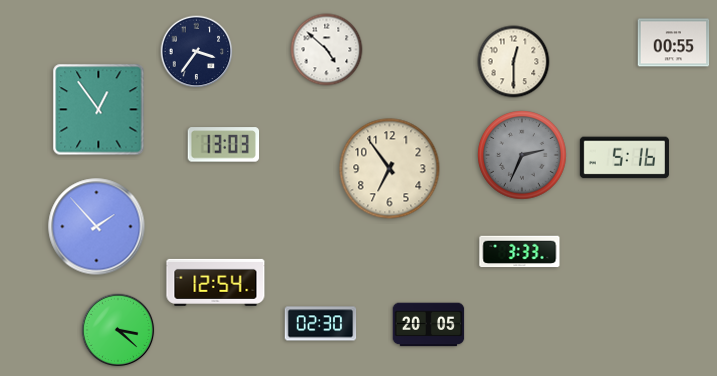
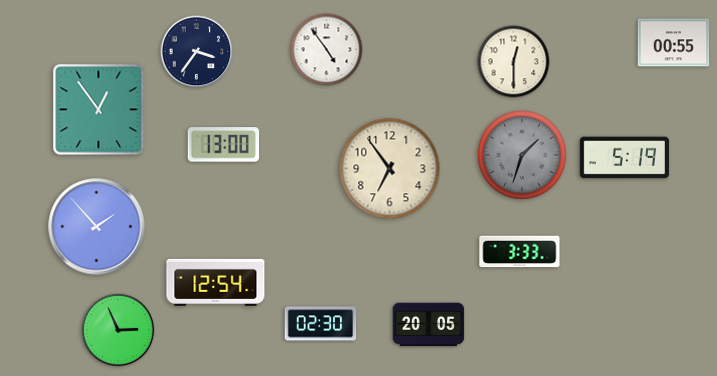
clock at (327, 50): 4:52 -> 4:54
clock at (224, 145): 13:03 -> 13:00
clock at (522, 155): 2:34 -> 1:33
clock at (624, 158): 5:16 -> 5:19
clock at (118, 330): 3:22 -> 2:56
